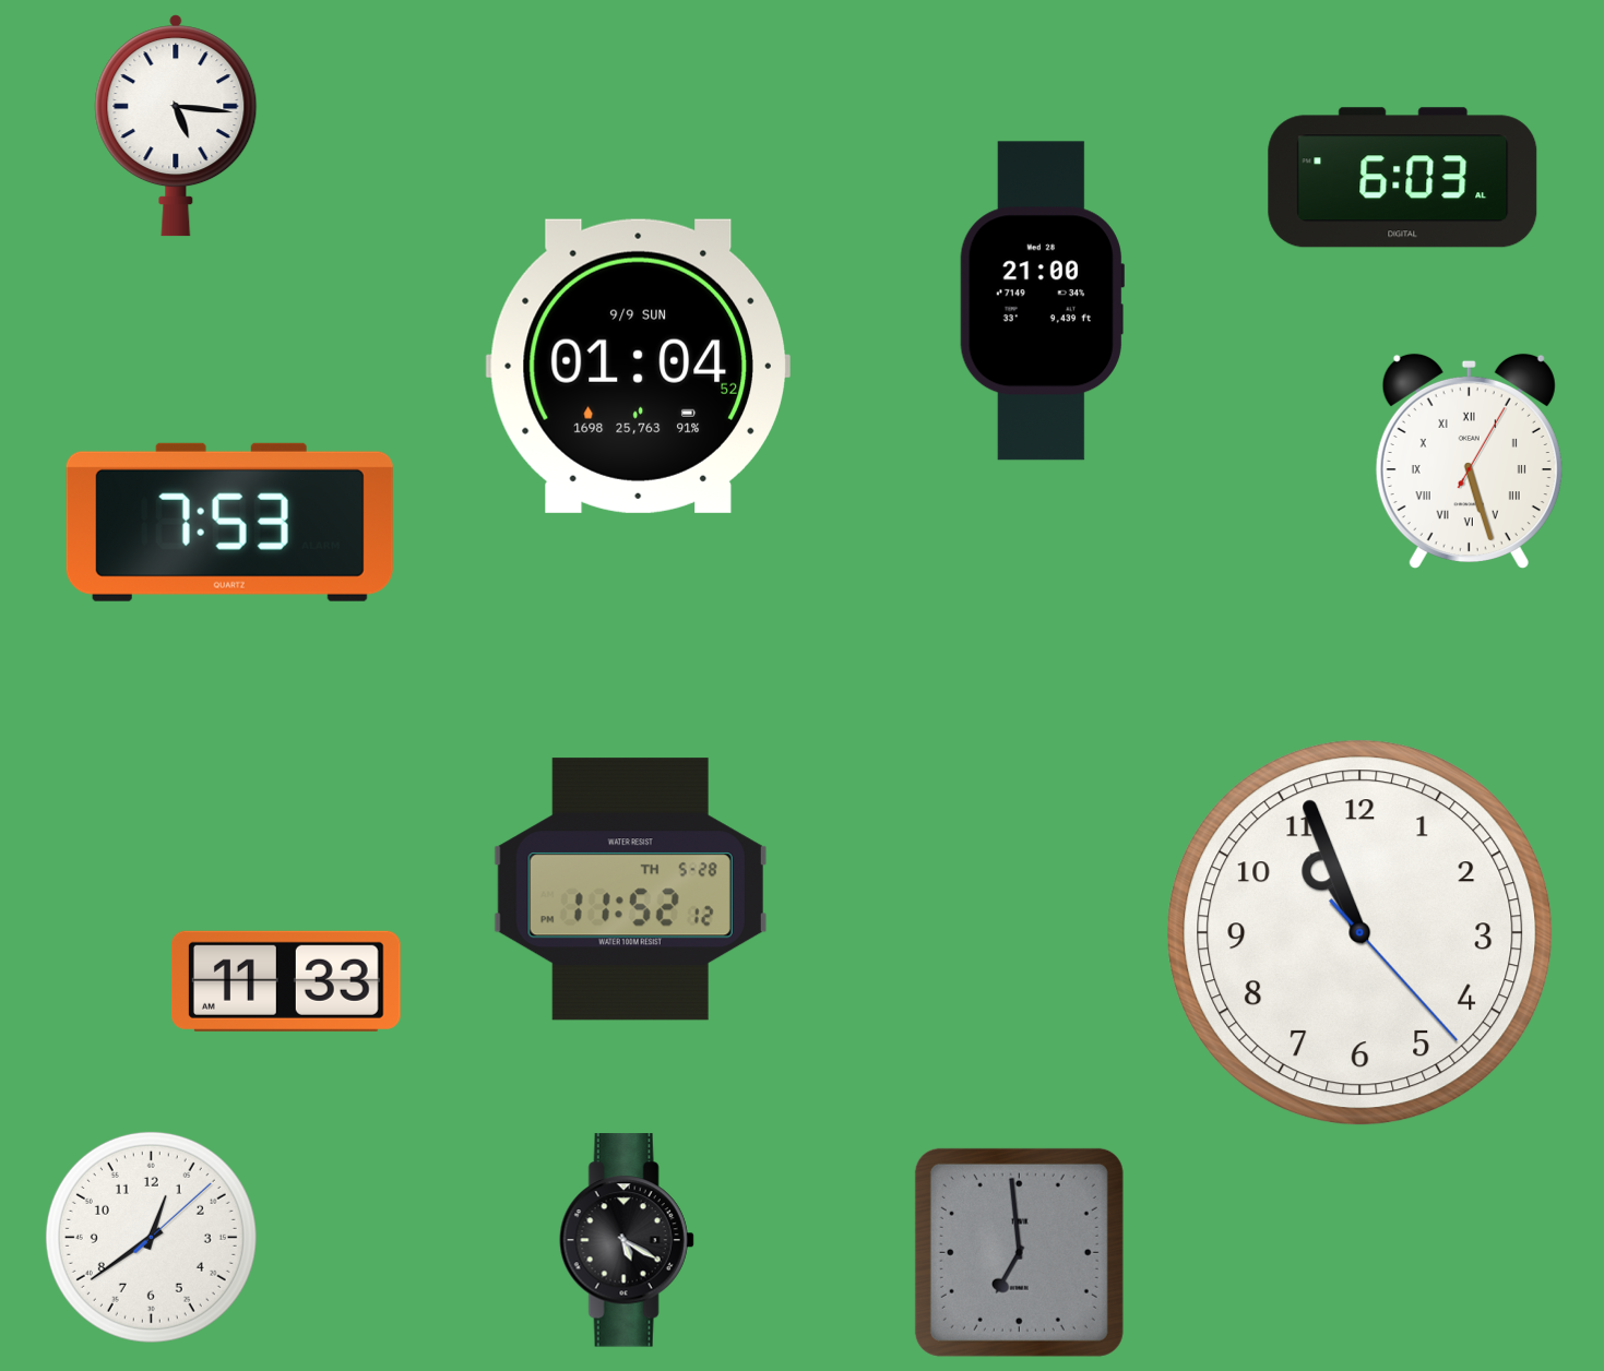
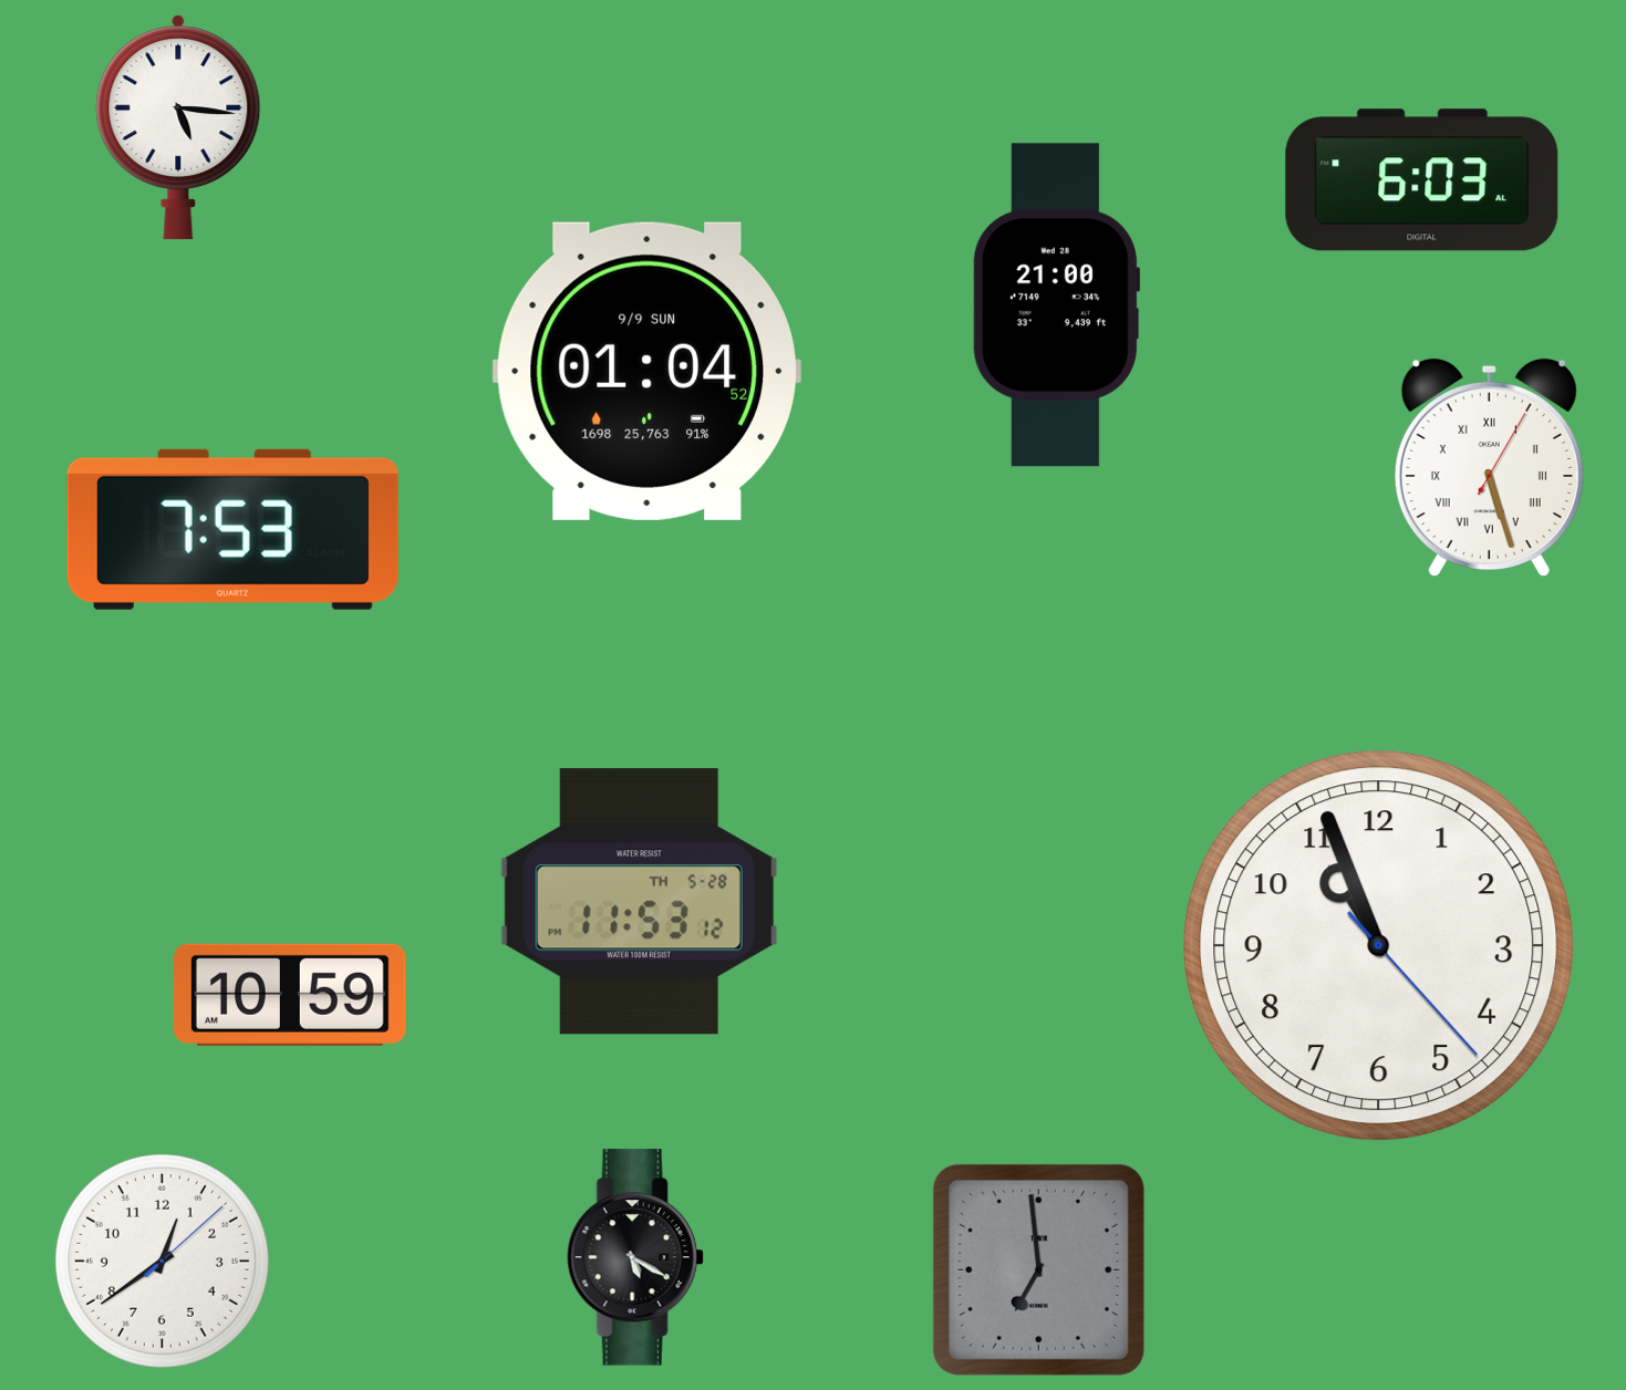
clock at (630, 890): 11:52 -> 11:53
clock at (286, 981): 11:33 -> 10:59
clock at (151, 1237) position: (151, 1237) -> (162, 1261)
clock at (1019, 1252) position: (1019, 1252) -> (1038, 1269)
